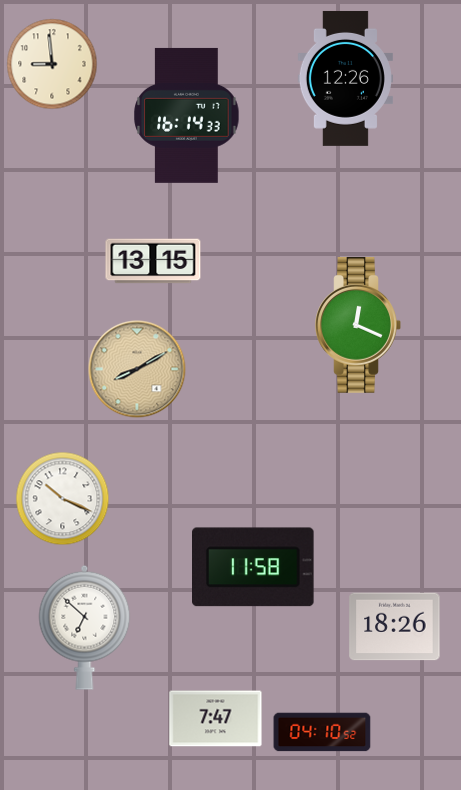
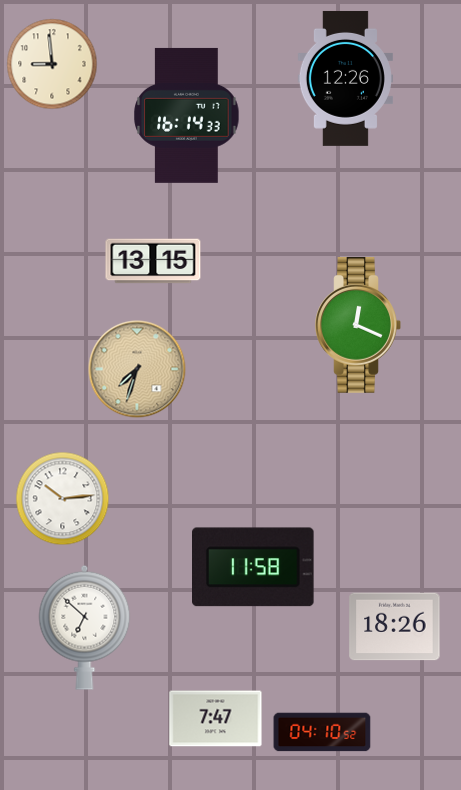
clock at (137, 369): 8:10 -> 7:33
clock at (63, 499): 10:19 -> 10:14
